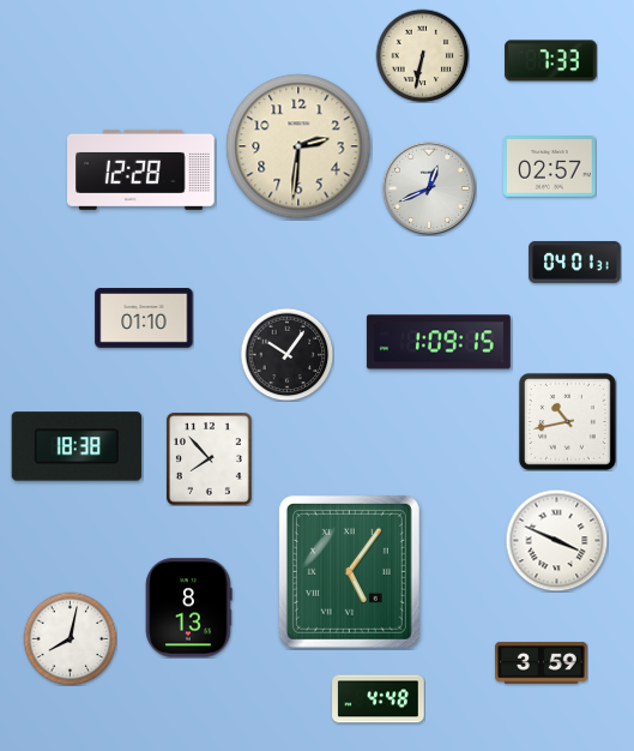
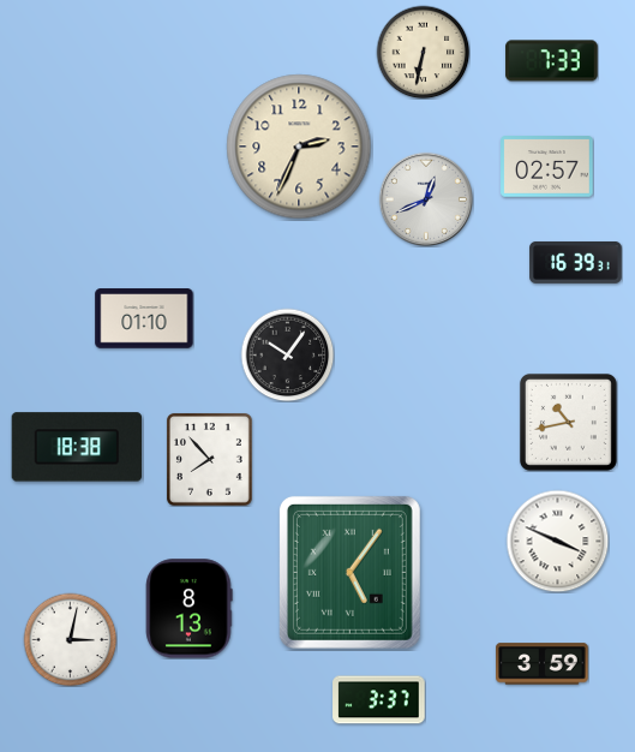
clock at (422, 55) position: (422, 55) -> (423, 52)
clock at (298, 146): 2:31 -> 2:34
clock at (550, 167) position: (550, 167) -> (547, 167)
clock at (141, 169): 12:28 -> none
clock at (429, 188) position: (429, 188) -> (426, 199)
clock at (575, 263): 04:01 -> 16:39
clock at (439, 342): 1:09 -> none
clock at (70, 638): 8:02 -> 3:02
clock at (379, 699): 4:48 -> 3:37
